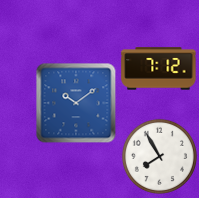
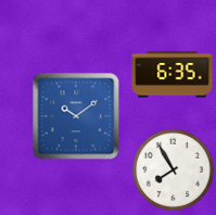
clock at (159, 69): 7:12 -> 6:35
clock at (76, 103) position: (76, 103) -> (76, 116)
